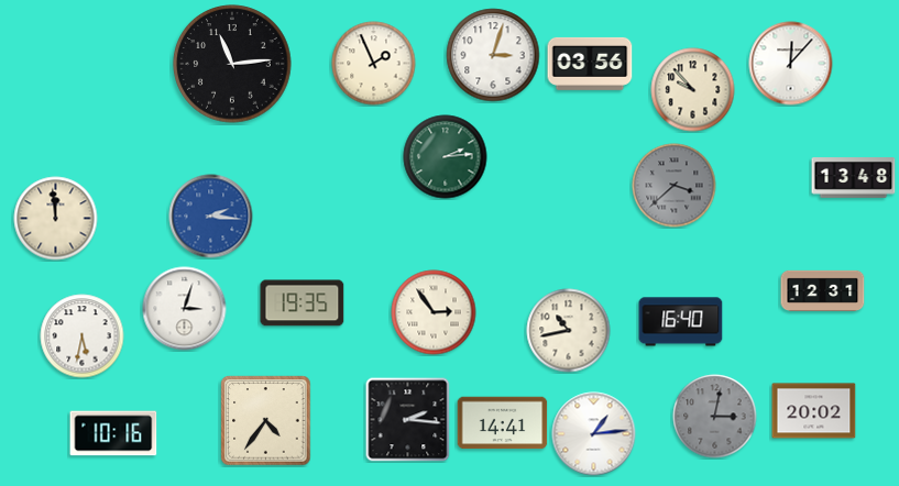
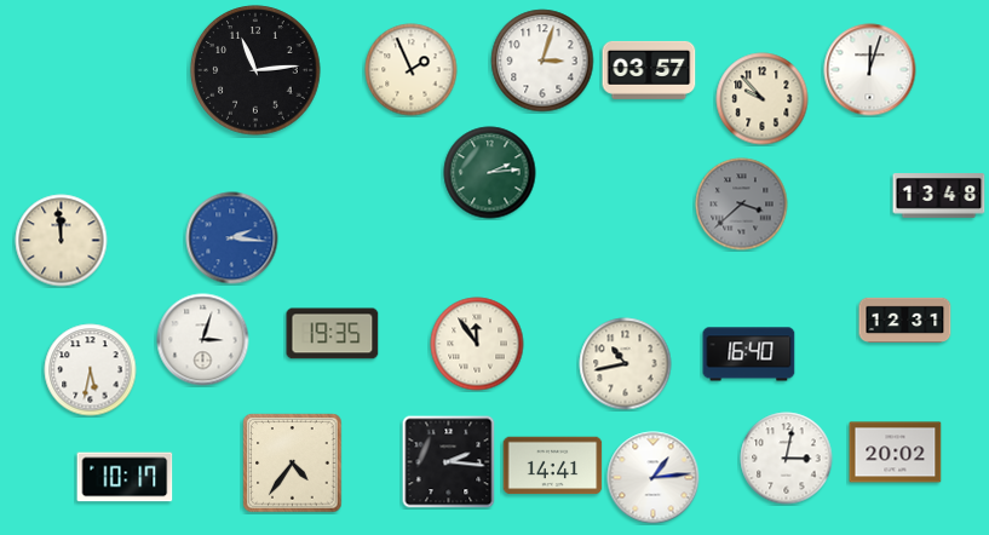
clock at (590, 64): 03:56 -> 03:57
clock at (791, 64): 12:07 -> 12:03
clock at (434, 312): 2:54 -> 11:54
clock at (715, 417) dial: grey -> white
clock at (113, 433): 10:16 -> 10:17
